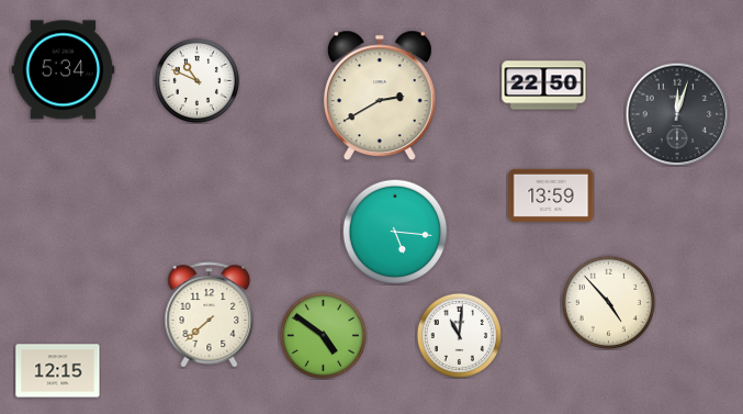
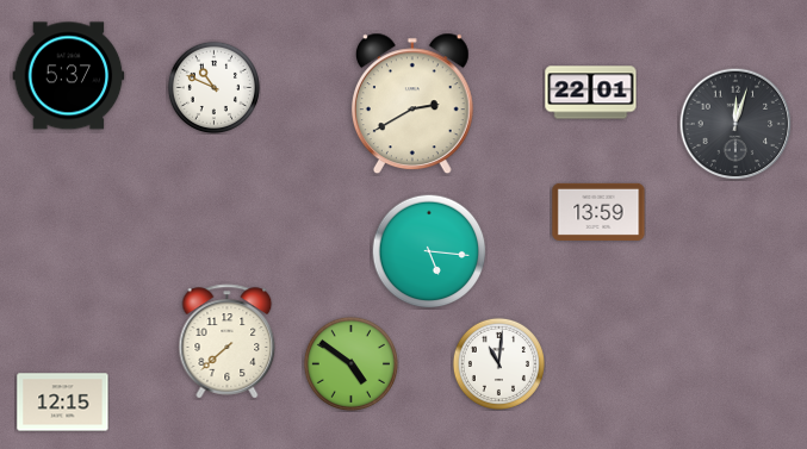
clock at (64, 70): 5:34 -> 5:37
clock at (544, 86): 22:50 -> 22:01
clock at (608, 302): 4:53 -> none
